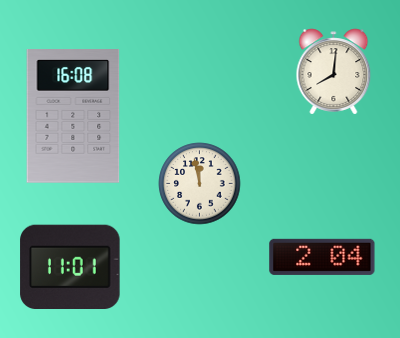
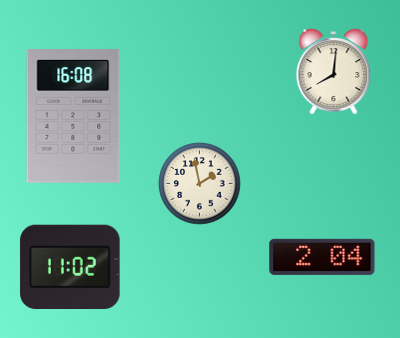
clock at (200, 184): 11:58 -> 1:58
clock at (70, 267): 11:01 -> 11:02
